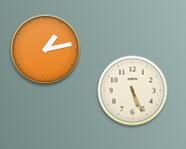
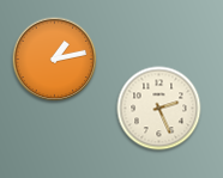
clock at (133, 91): 5:26 -> 2:26
